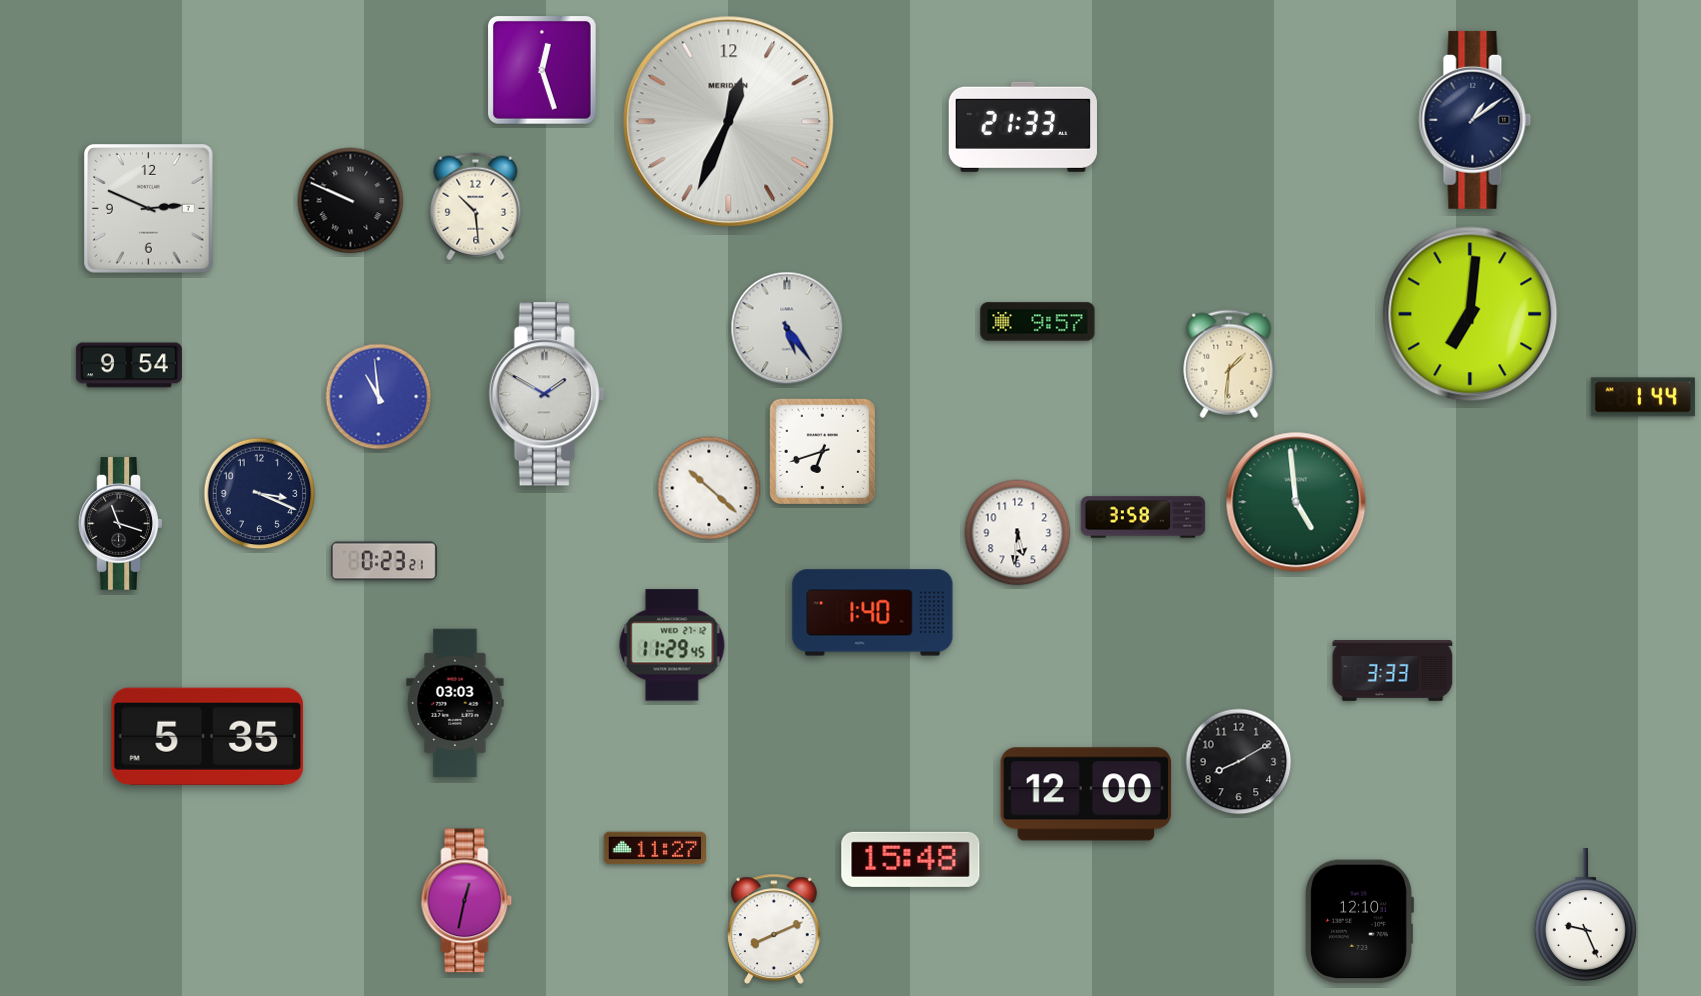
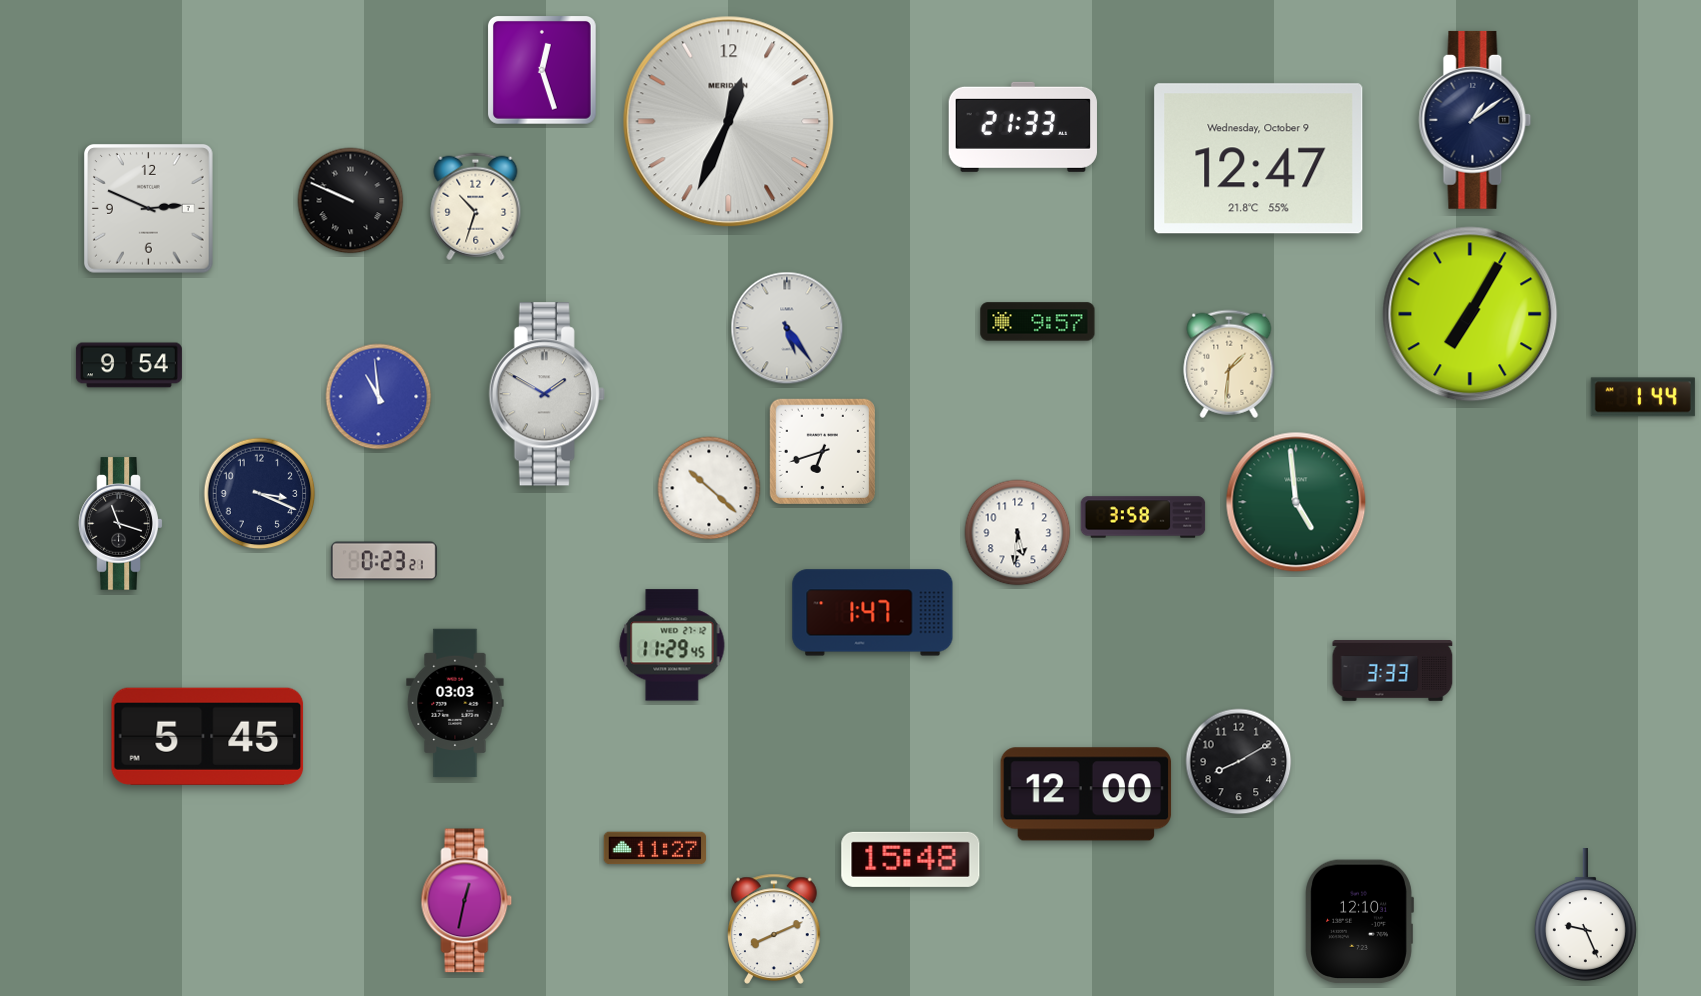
clock at (1259, 159): none -> 12:47
clock at (476, 207): 10:29 -> 10:33
clock at (1470, 314): 7:01 -> 7:05
clock at (873, 613): 1:40 -> 1:47
clock at (208, 736): 5:35 -> 5:45
